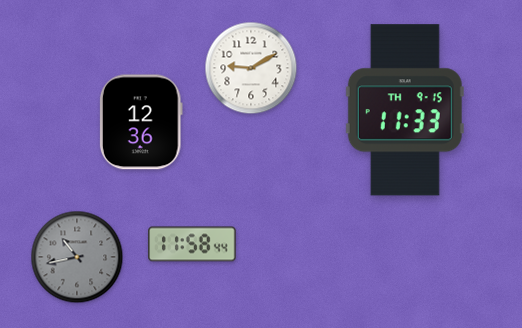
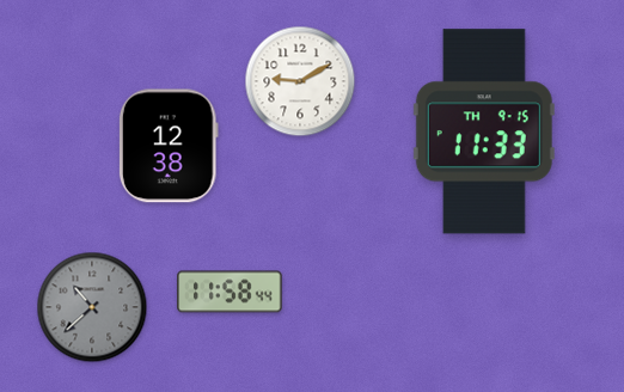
clock at (141, 122): 12:36 -> 12:38
clock at (77, 257): 10:43 -> 10:38
